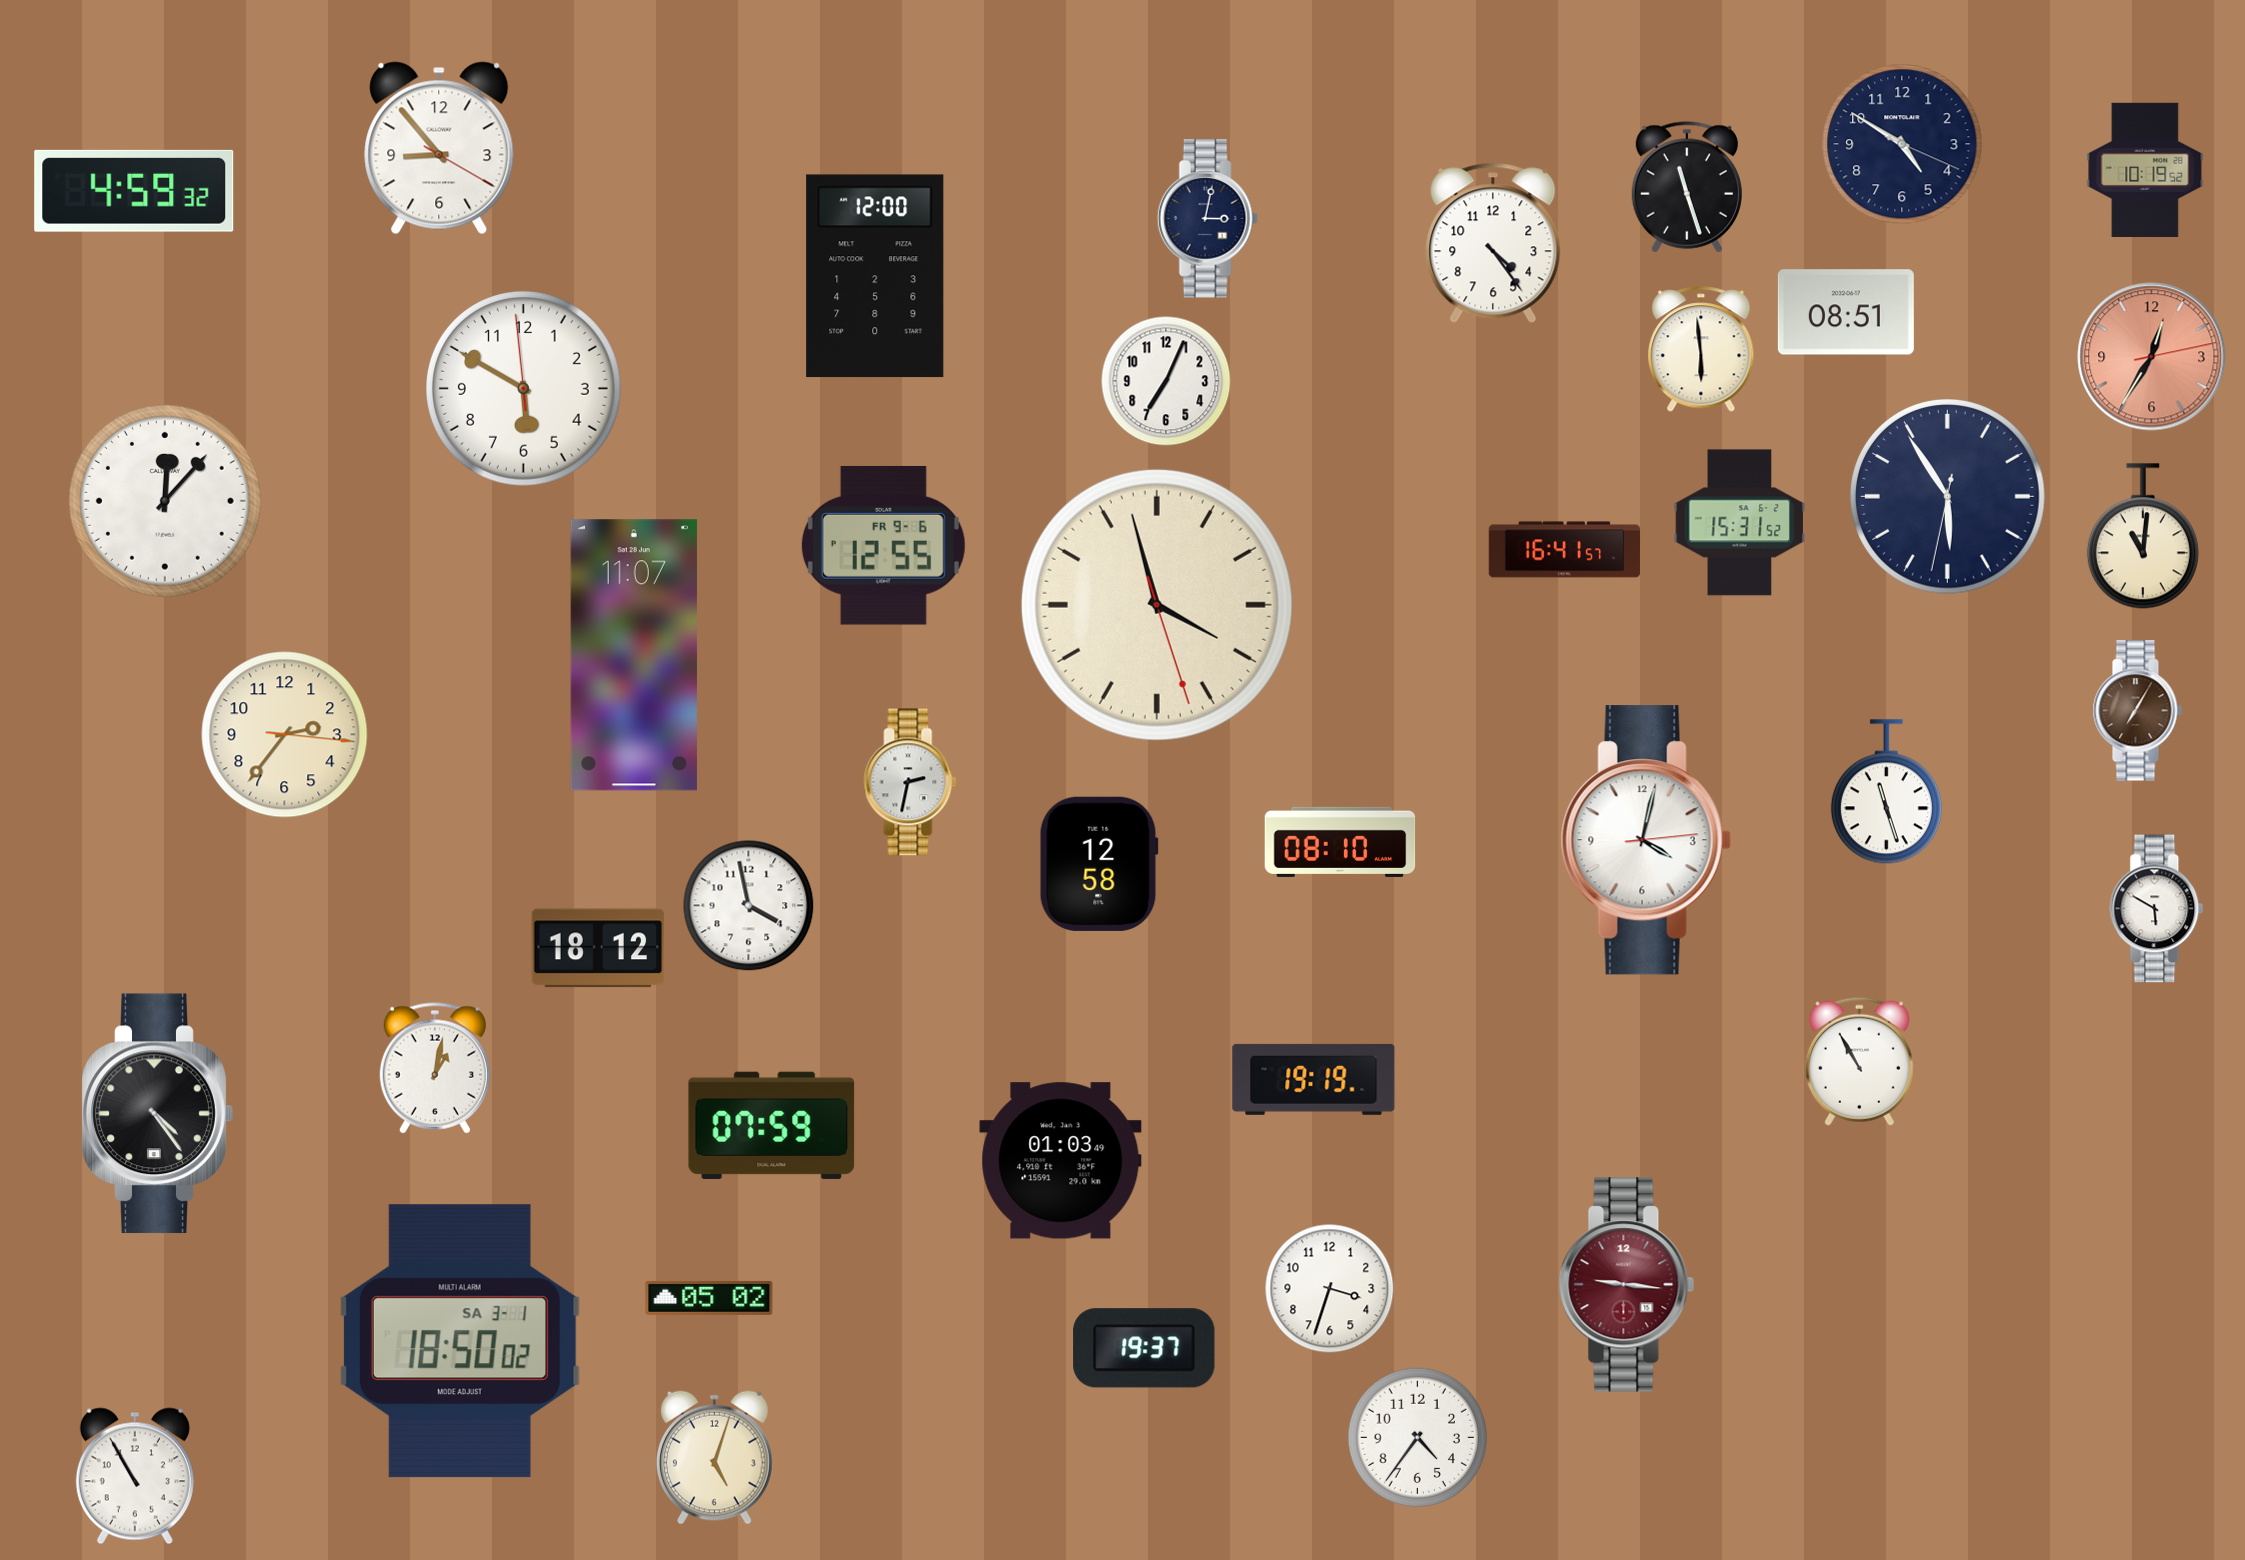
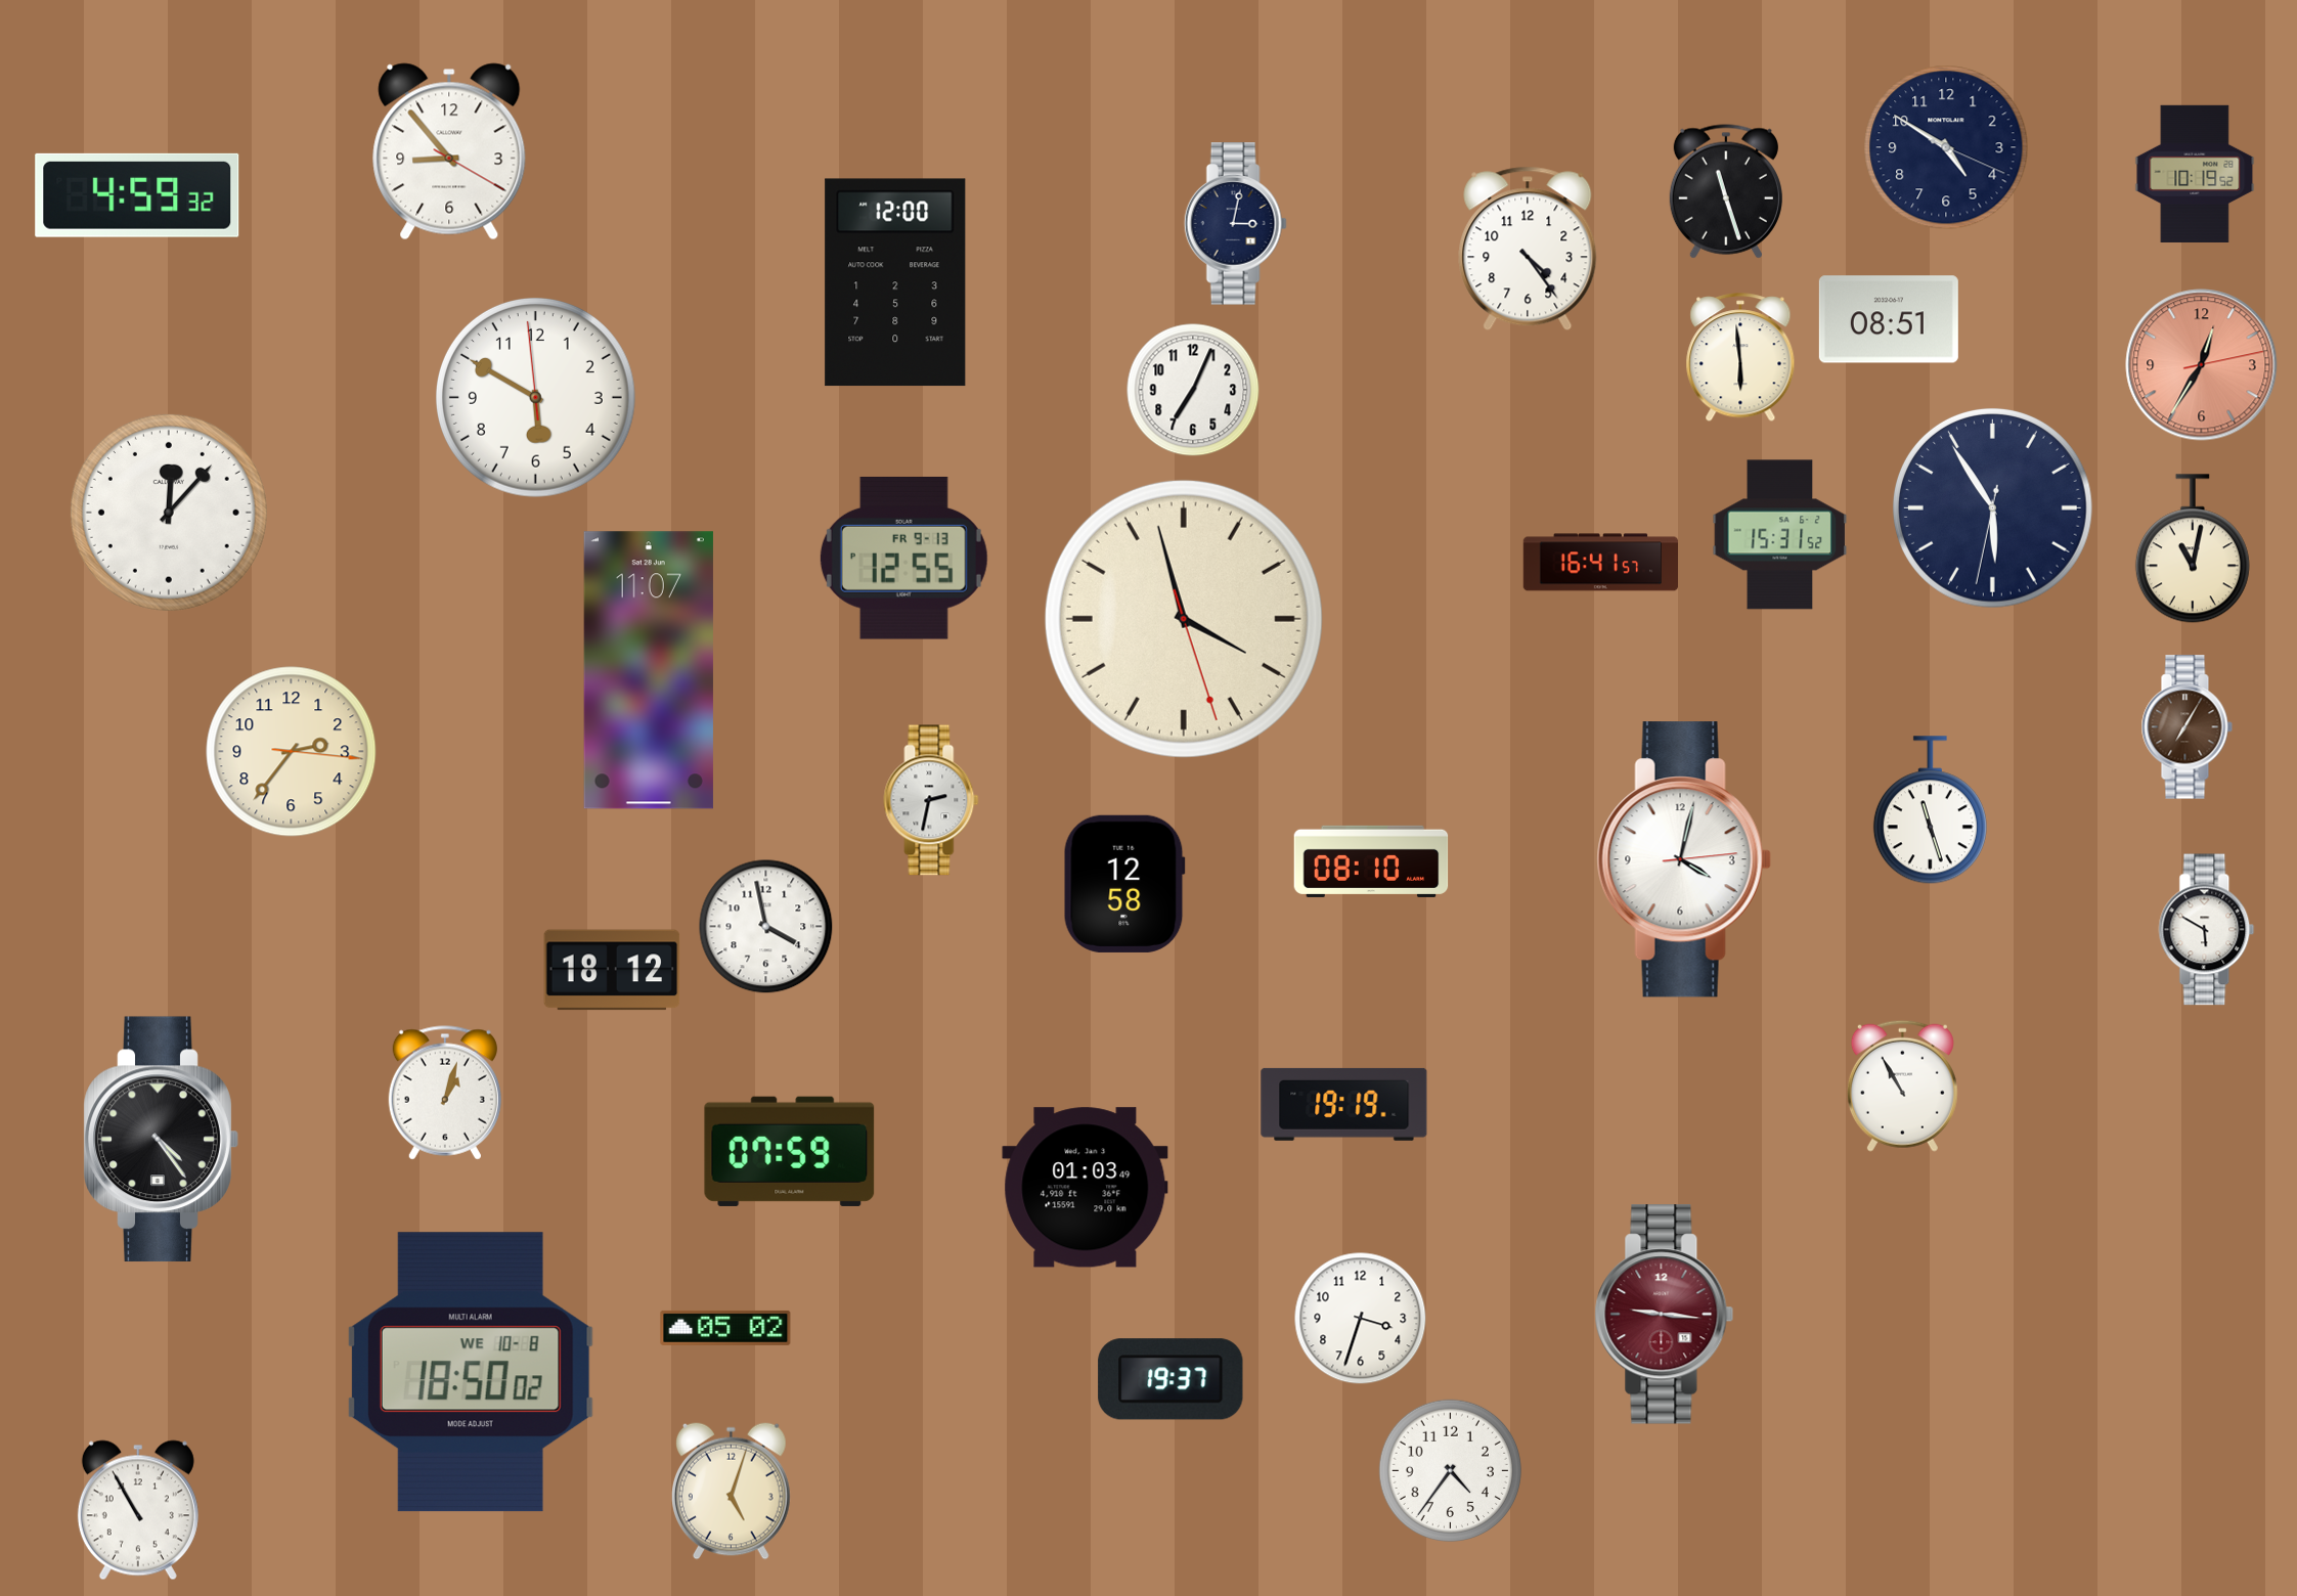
clock at (2143, 536): 11:01 -> 11:02
clock at (883, 545) date: FR 9-6 -> FR 9-13
clock at (435, 1068): 1:02 -> 1:03
clock at (460, 1341) date: SA 3-1 -> WE 10-8
